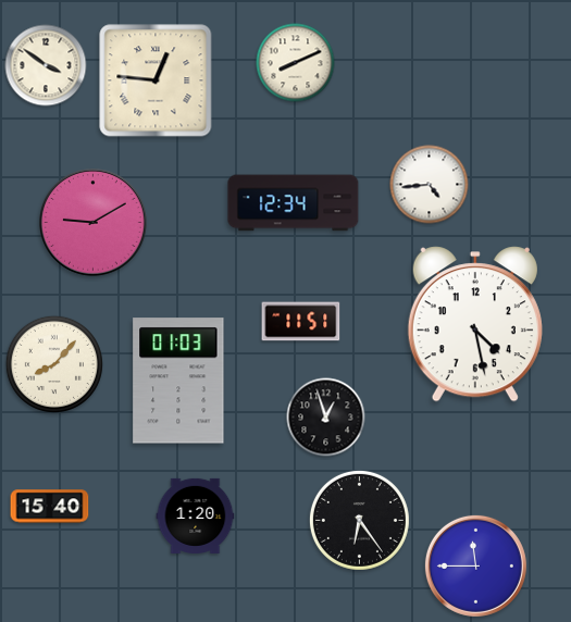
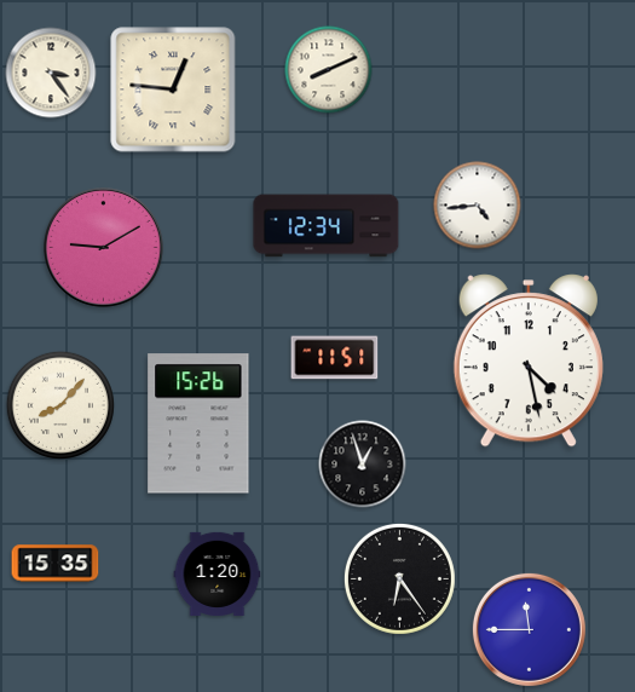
clock at (46, 65): 3:51 -> 3:24
clock at (178, 381): 01:03 -> 15:26
clock at (50, 507): 15:40 -> 15:35
